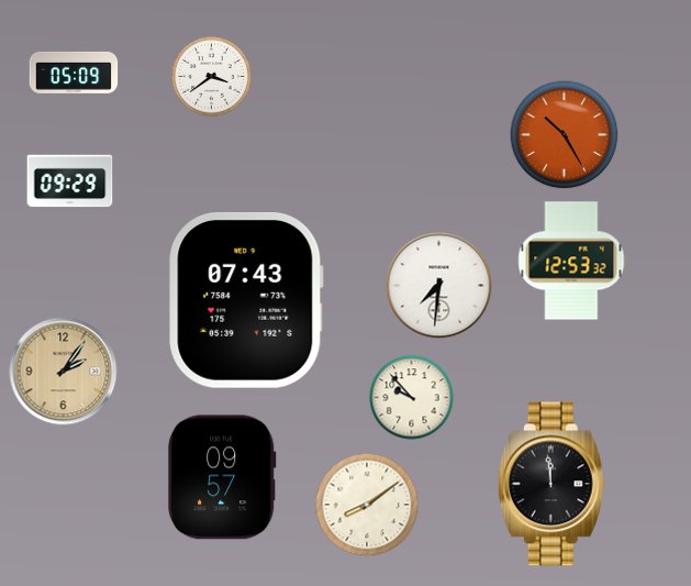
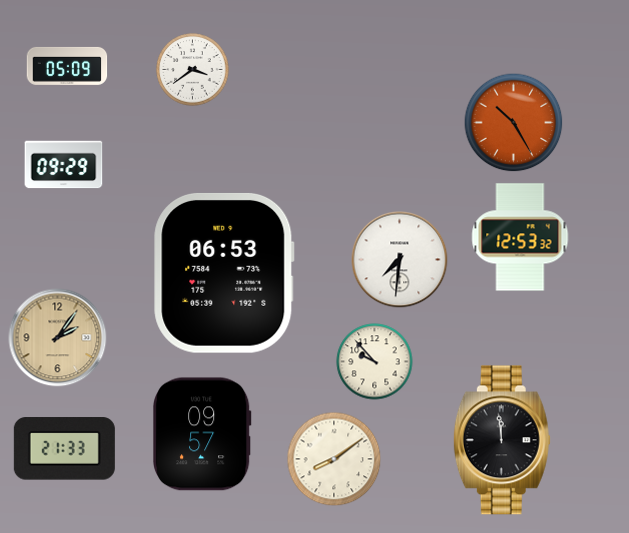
clock at (246, 300): 07:43 -> 06:53
clock at (64, 449): none -> 21:33
